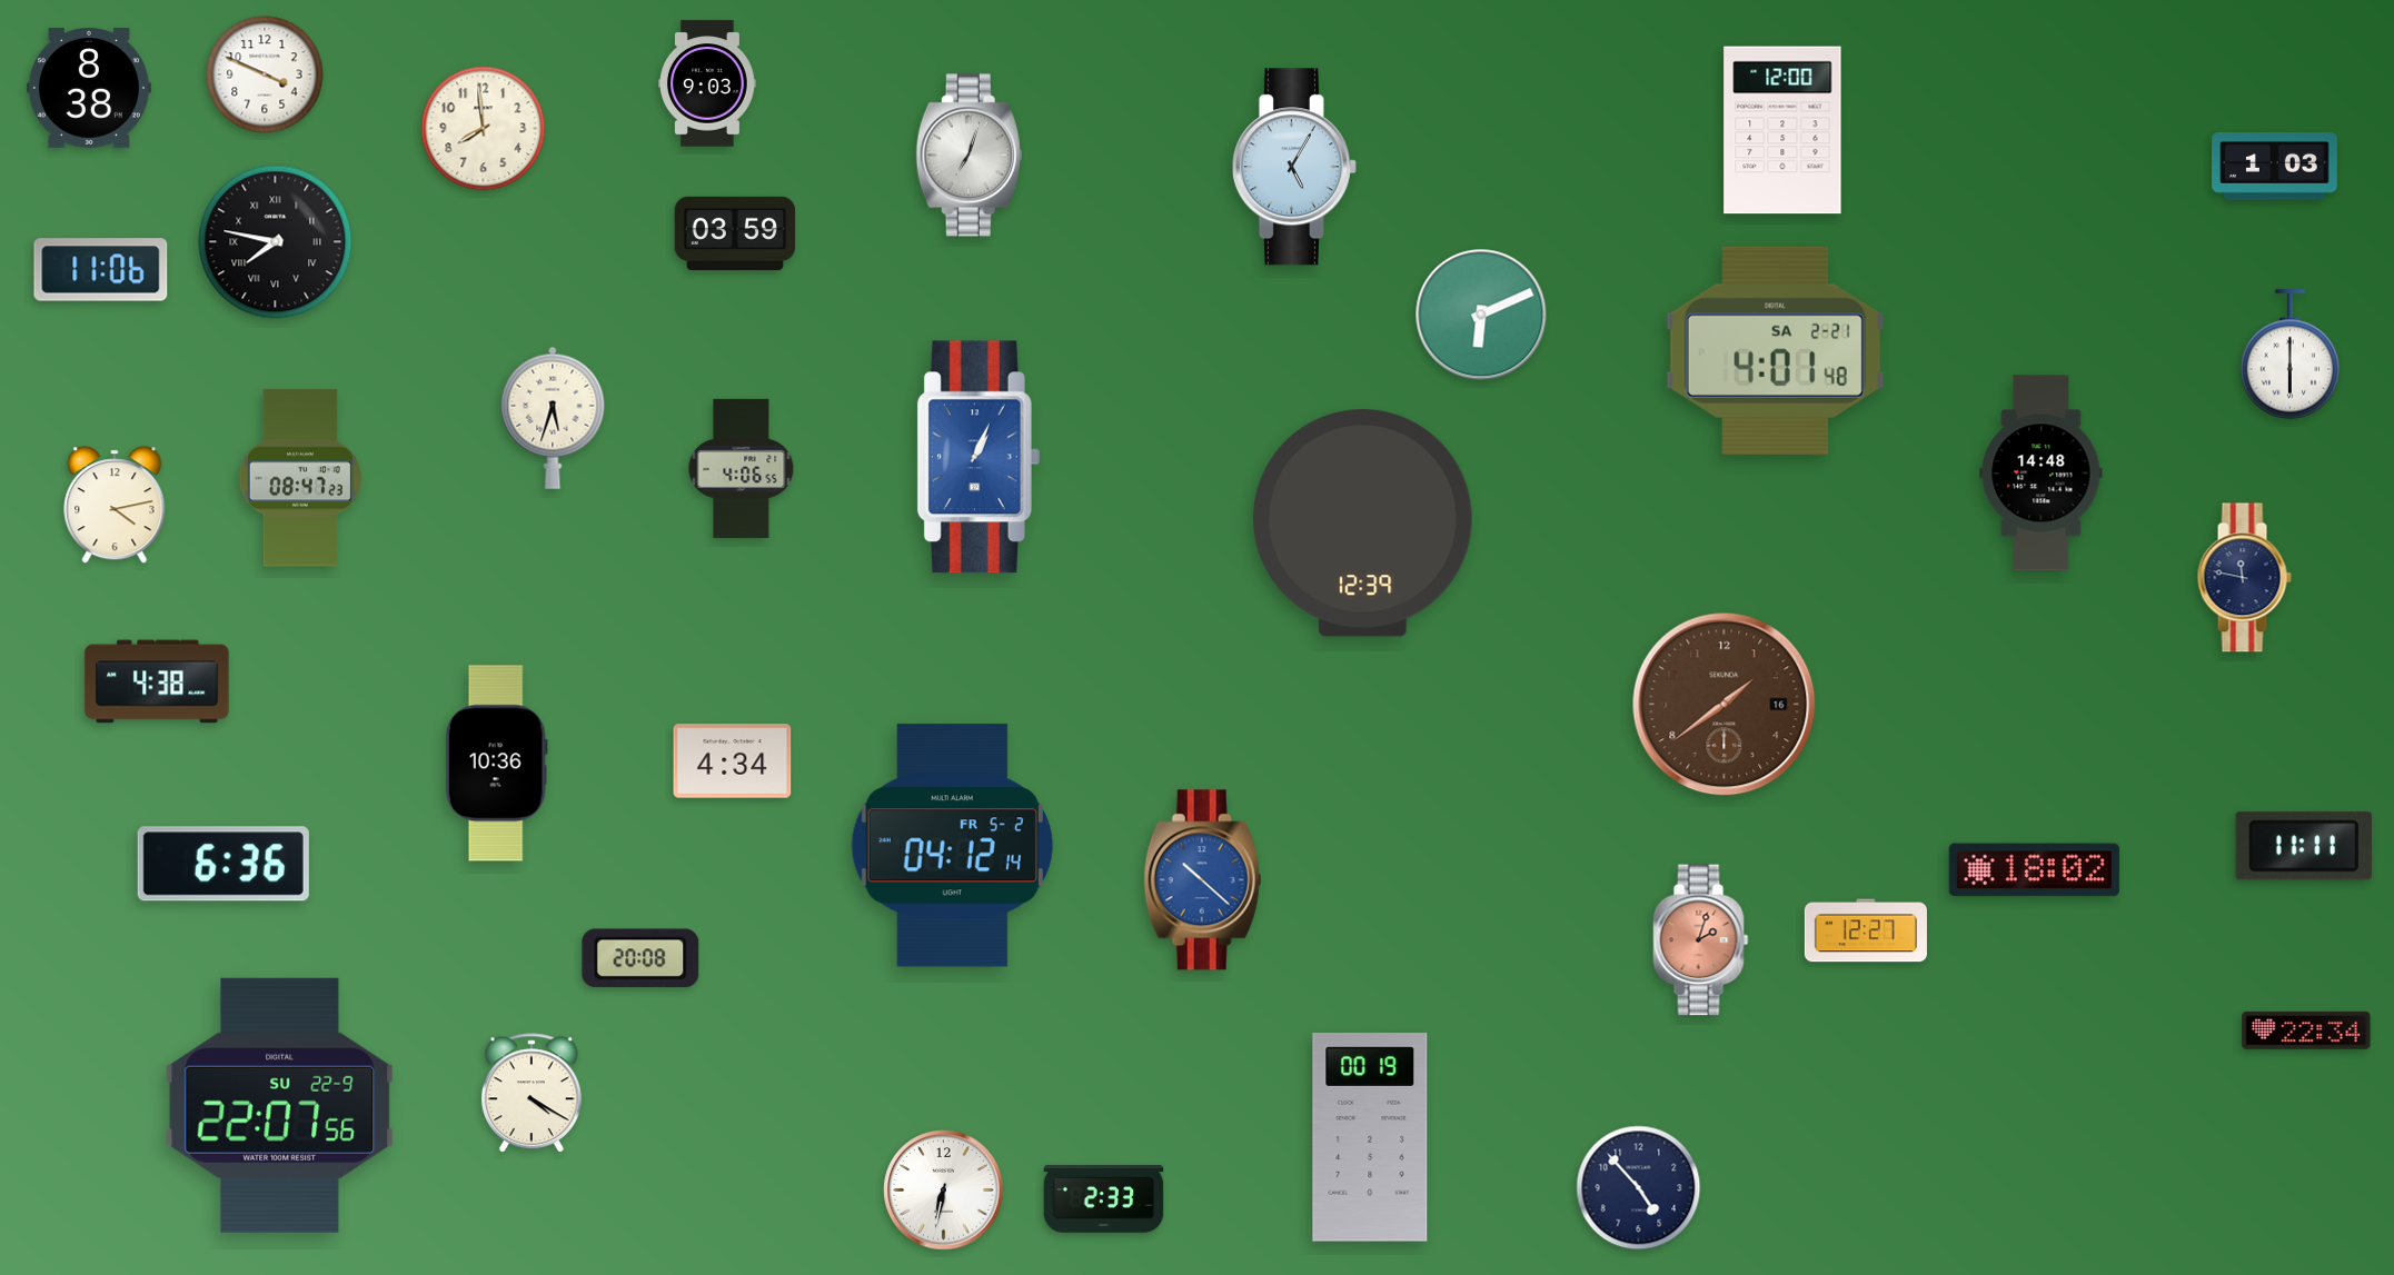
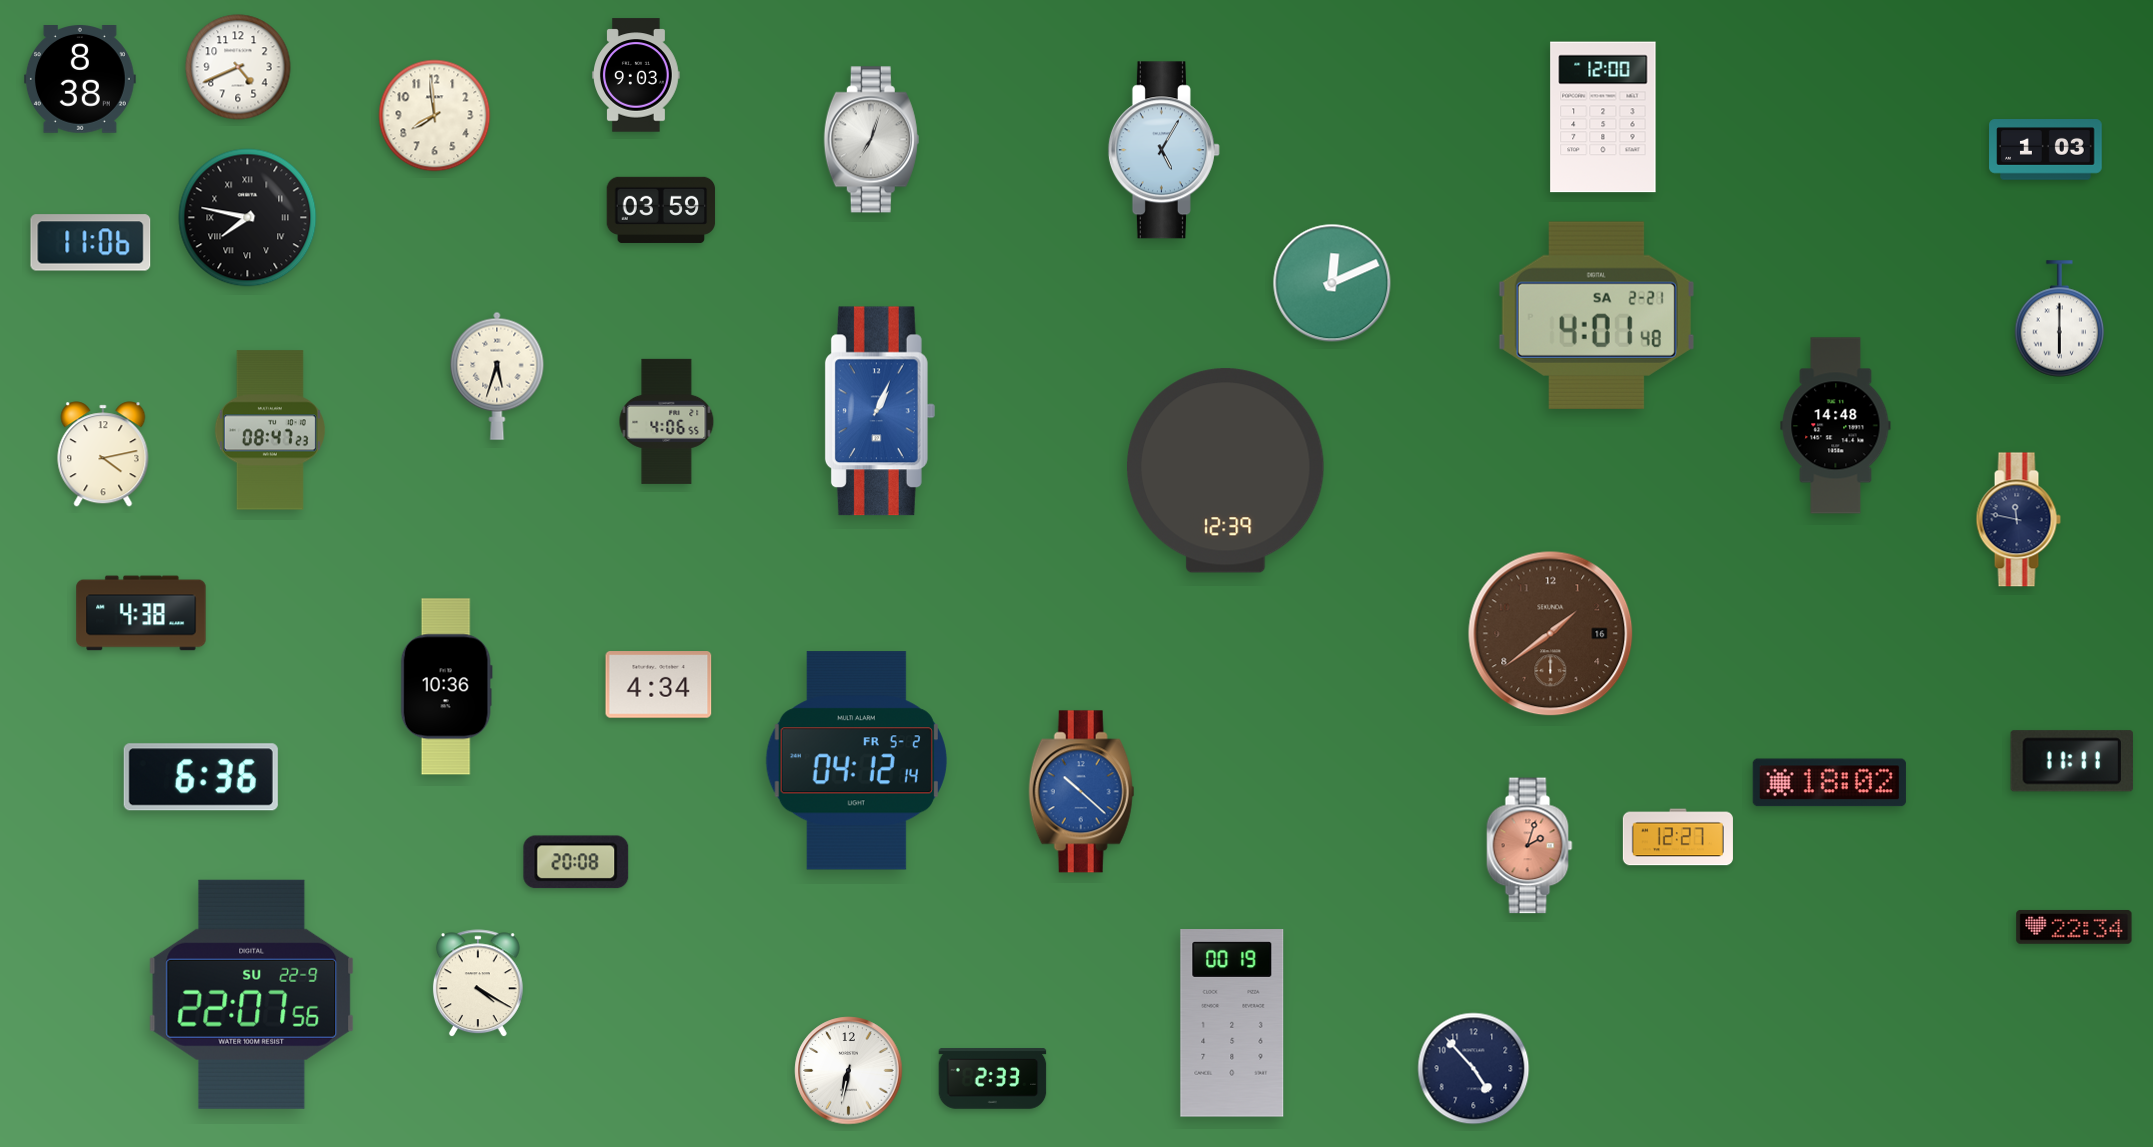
clock at (265, 74): 3:49 -> 4:41
clock at (1481, 315): 6:11 -> 12:11
